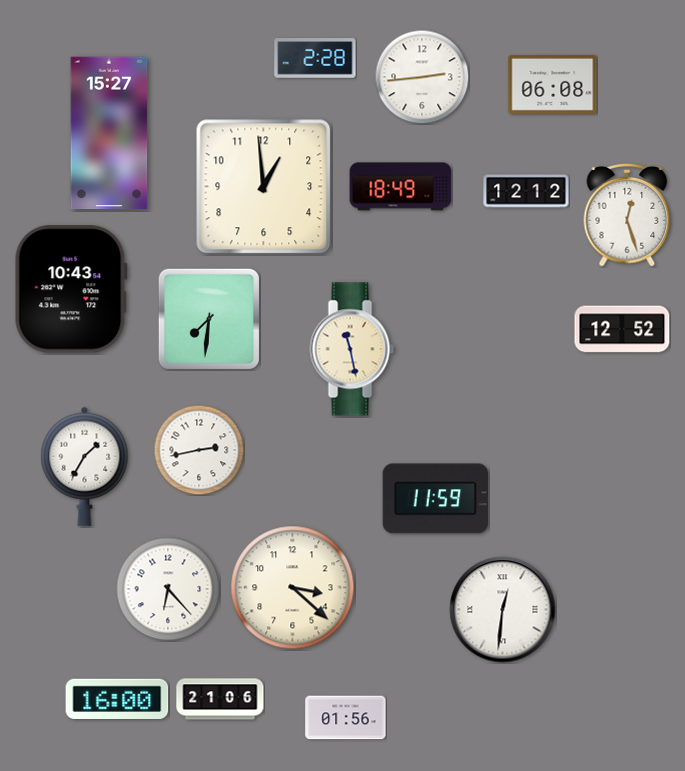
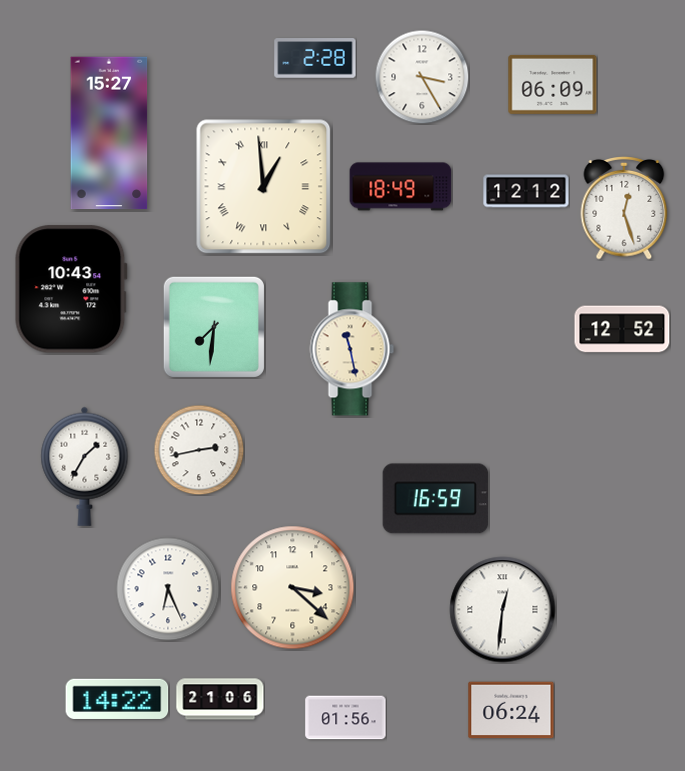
clock at (422, 77): 2:44 -> 3:25
clock at (553, 84): 06:08 -> 06:09
clock at (264, 187) numerals: Arabic -> Roman
clock at (627, 216) position: (627, 216) -> (624, 209)
clock at (209, 319) position: (209, 319) -> (214, 327)
clock at (436, 499): 11:59 -> 16:59
clock at (168, 589): 6:23 -> 6:26
clock at (117, 699): 16:00 -> 14:22
clock at (511, 710): none -> 06:24
